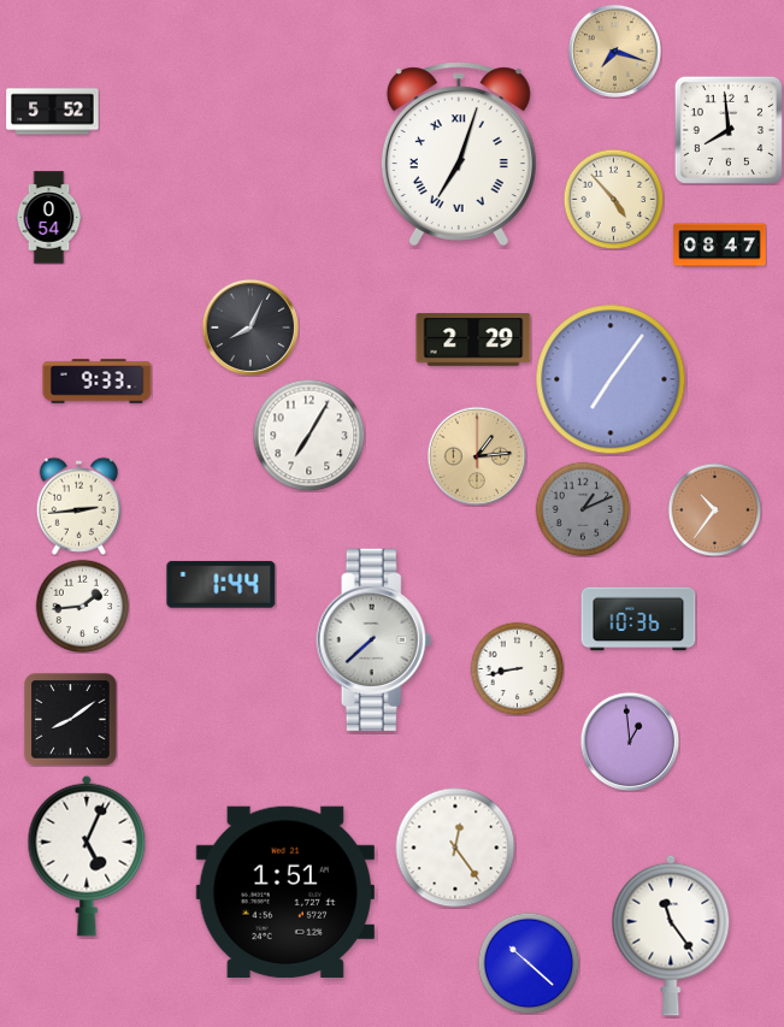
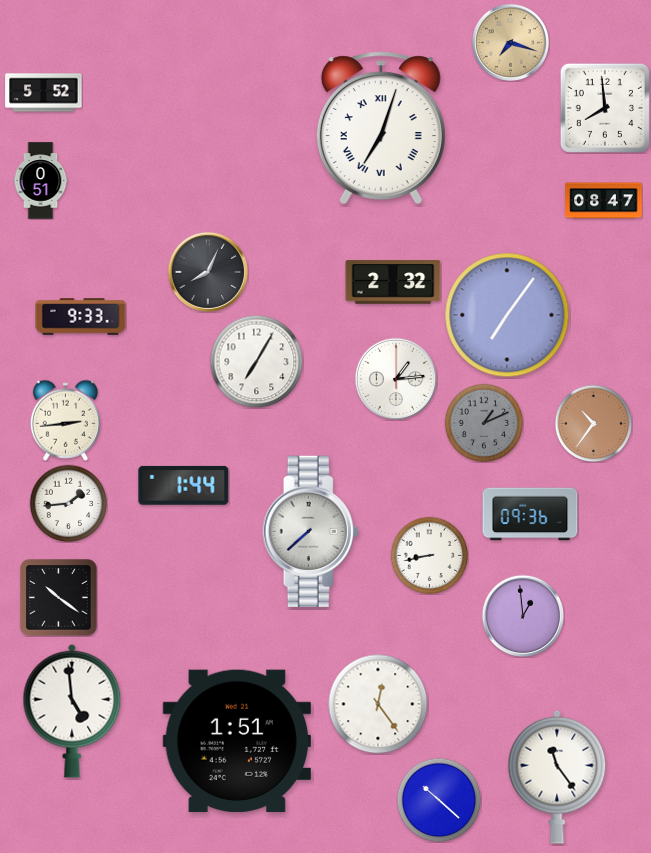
clock at (613, 199): 4:53 -> none
clock at (49, 218): 0:54 -> 0:51
clock at (720, 246) position: (720, 246) -> (604, 201)
clock at (473, 340): 2:29 -> 2:32
clock at (477, 456) dial: champagne -> white
clock at (638, 619): 10:36 -> 09:36
clock at (71, 720): 8:09 -> 10:21
clock at (87, 856): 5:04 -> 4:59
